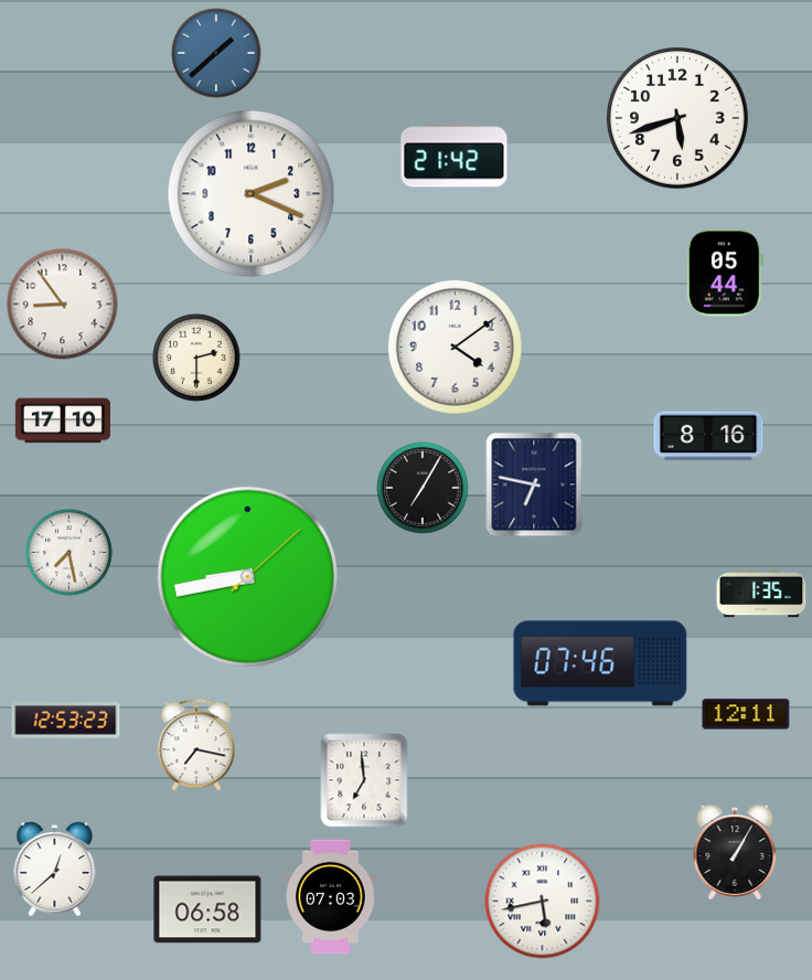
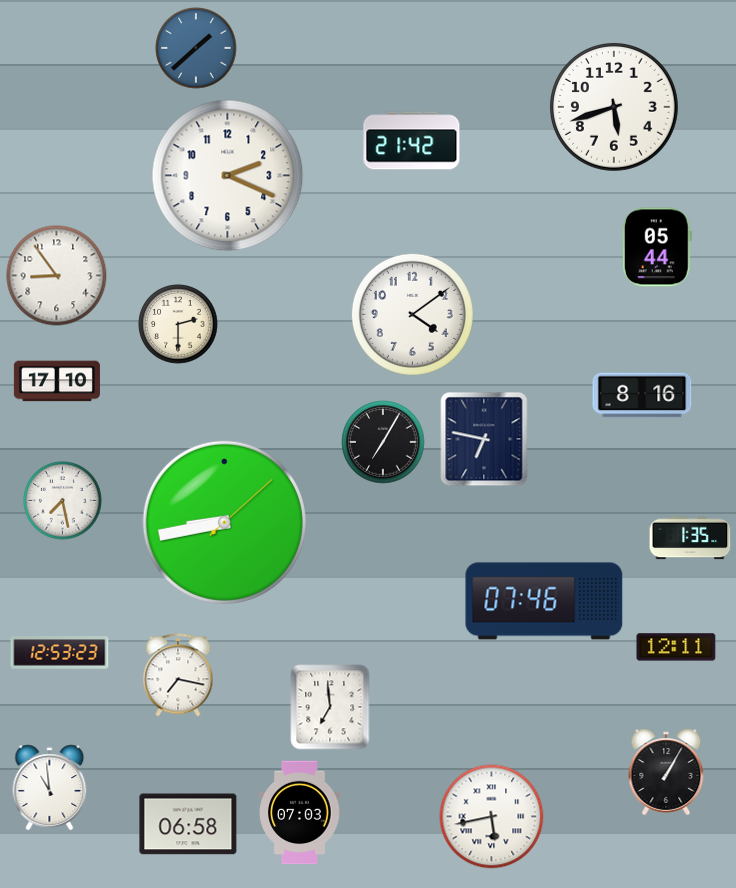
clock at (55, 870): 12:38 -> 10:59
